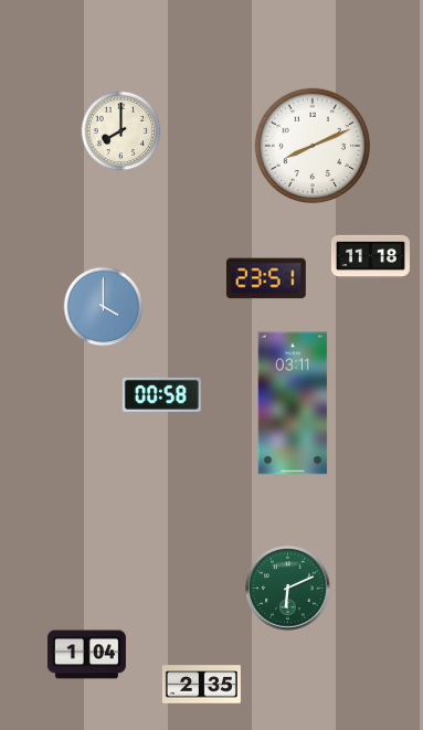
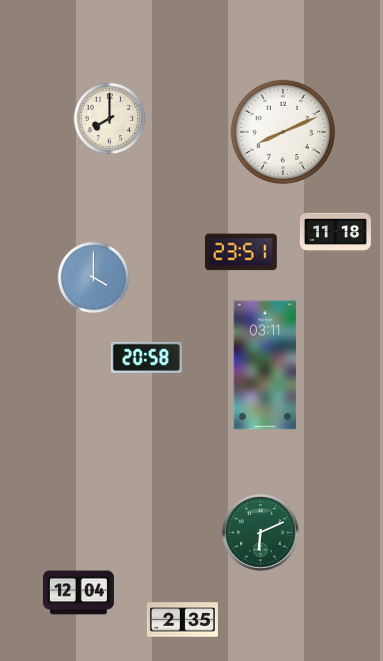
clock at (161, 394): 00:58 -> 20:58
clock at (86, 655): 1:04 -> 12:04
